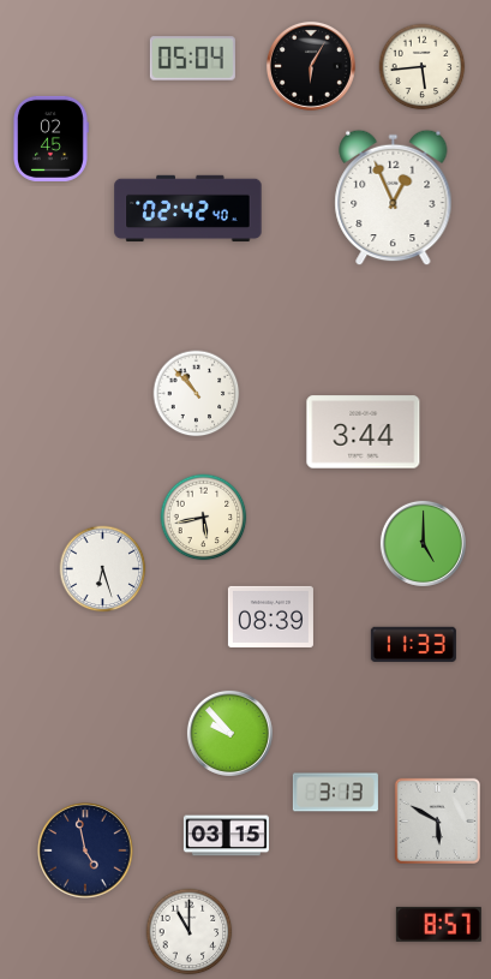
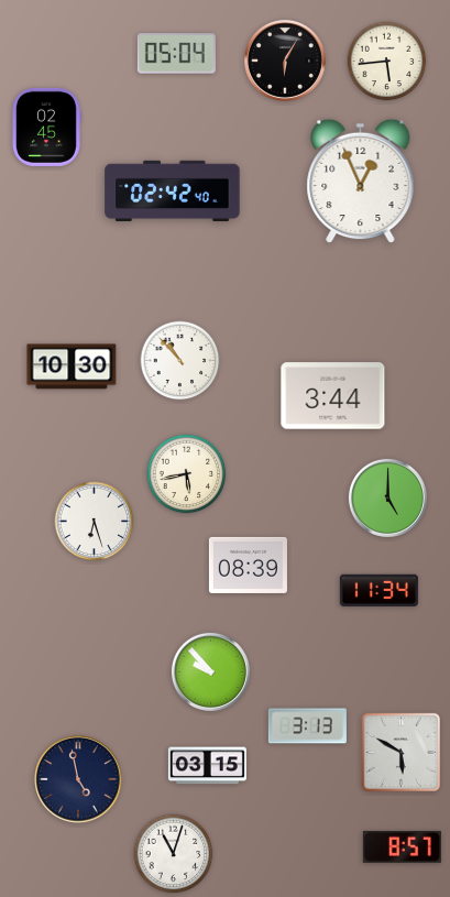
clock at (72, 367): none -> 10:30
clock at (413, 644): 11:33 -> 11:34
clock at (190, 932): 11:00 -> 11:03
